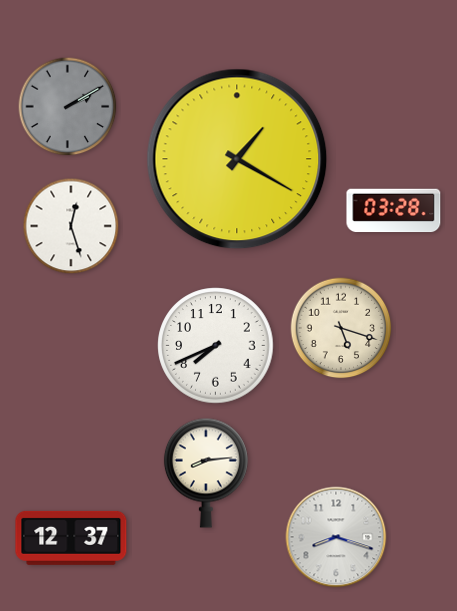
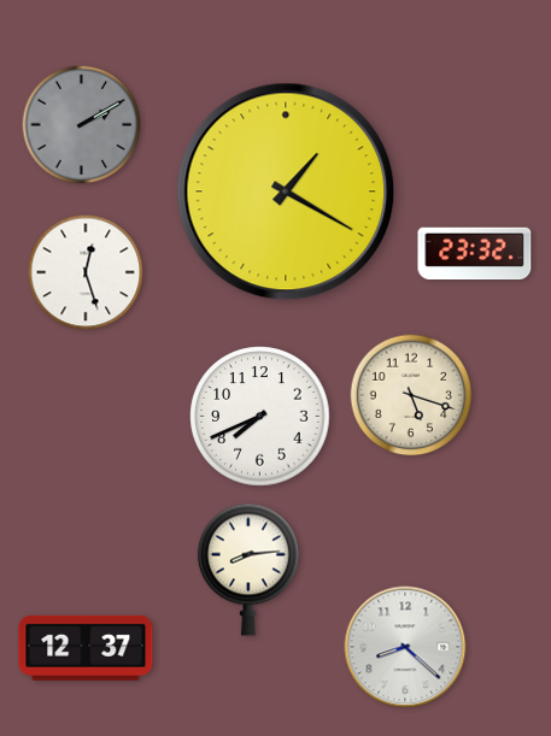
clock at (68, 107) position: (68, 107) -> (82, 125)
clock at (394, 211): 03:28 -> 23:32
clock at (336, 537): 8:18 -> 8:22
